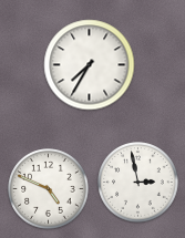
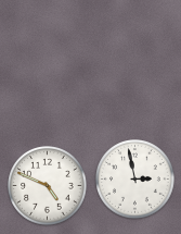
clock at (90, 65): 7:35 -> none
